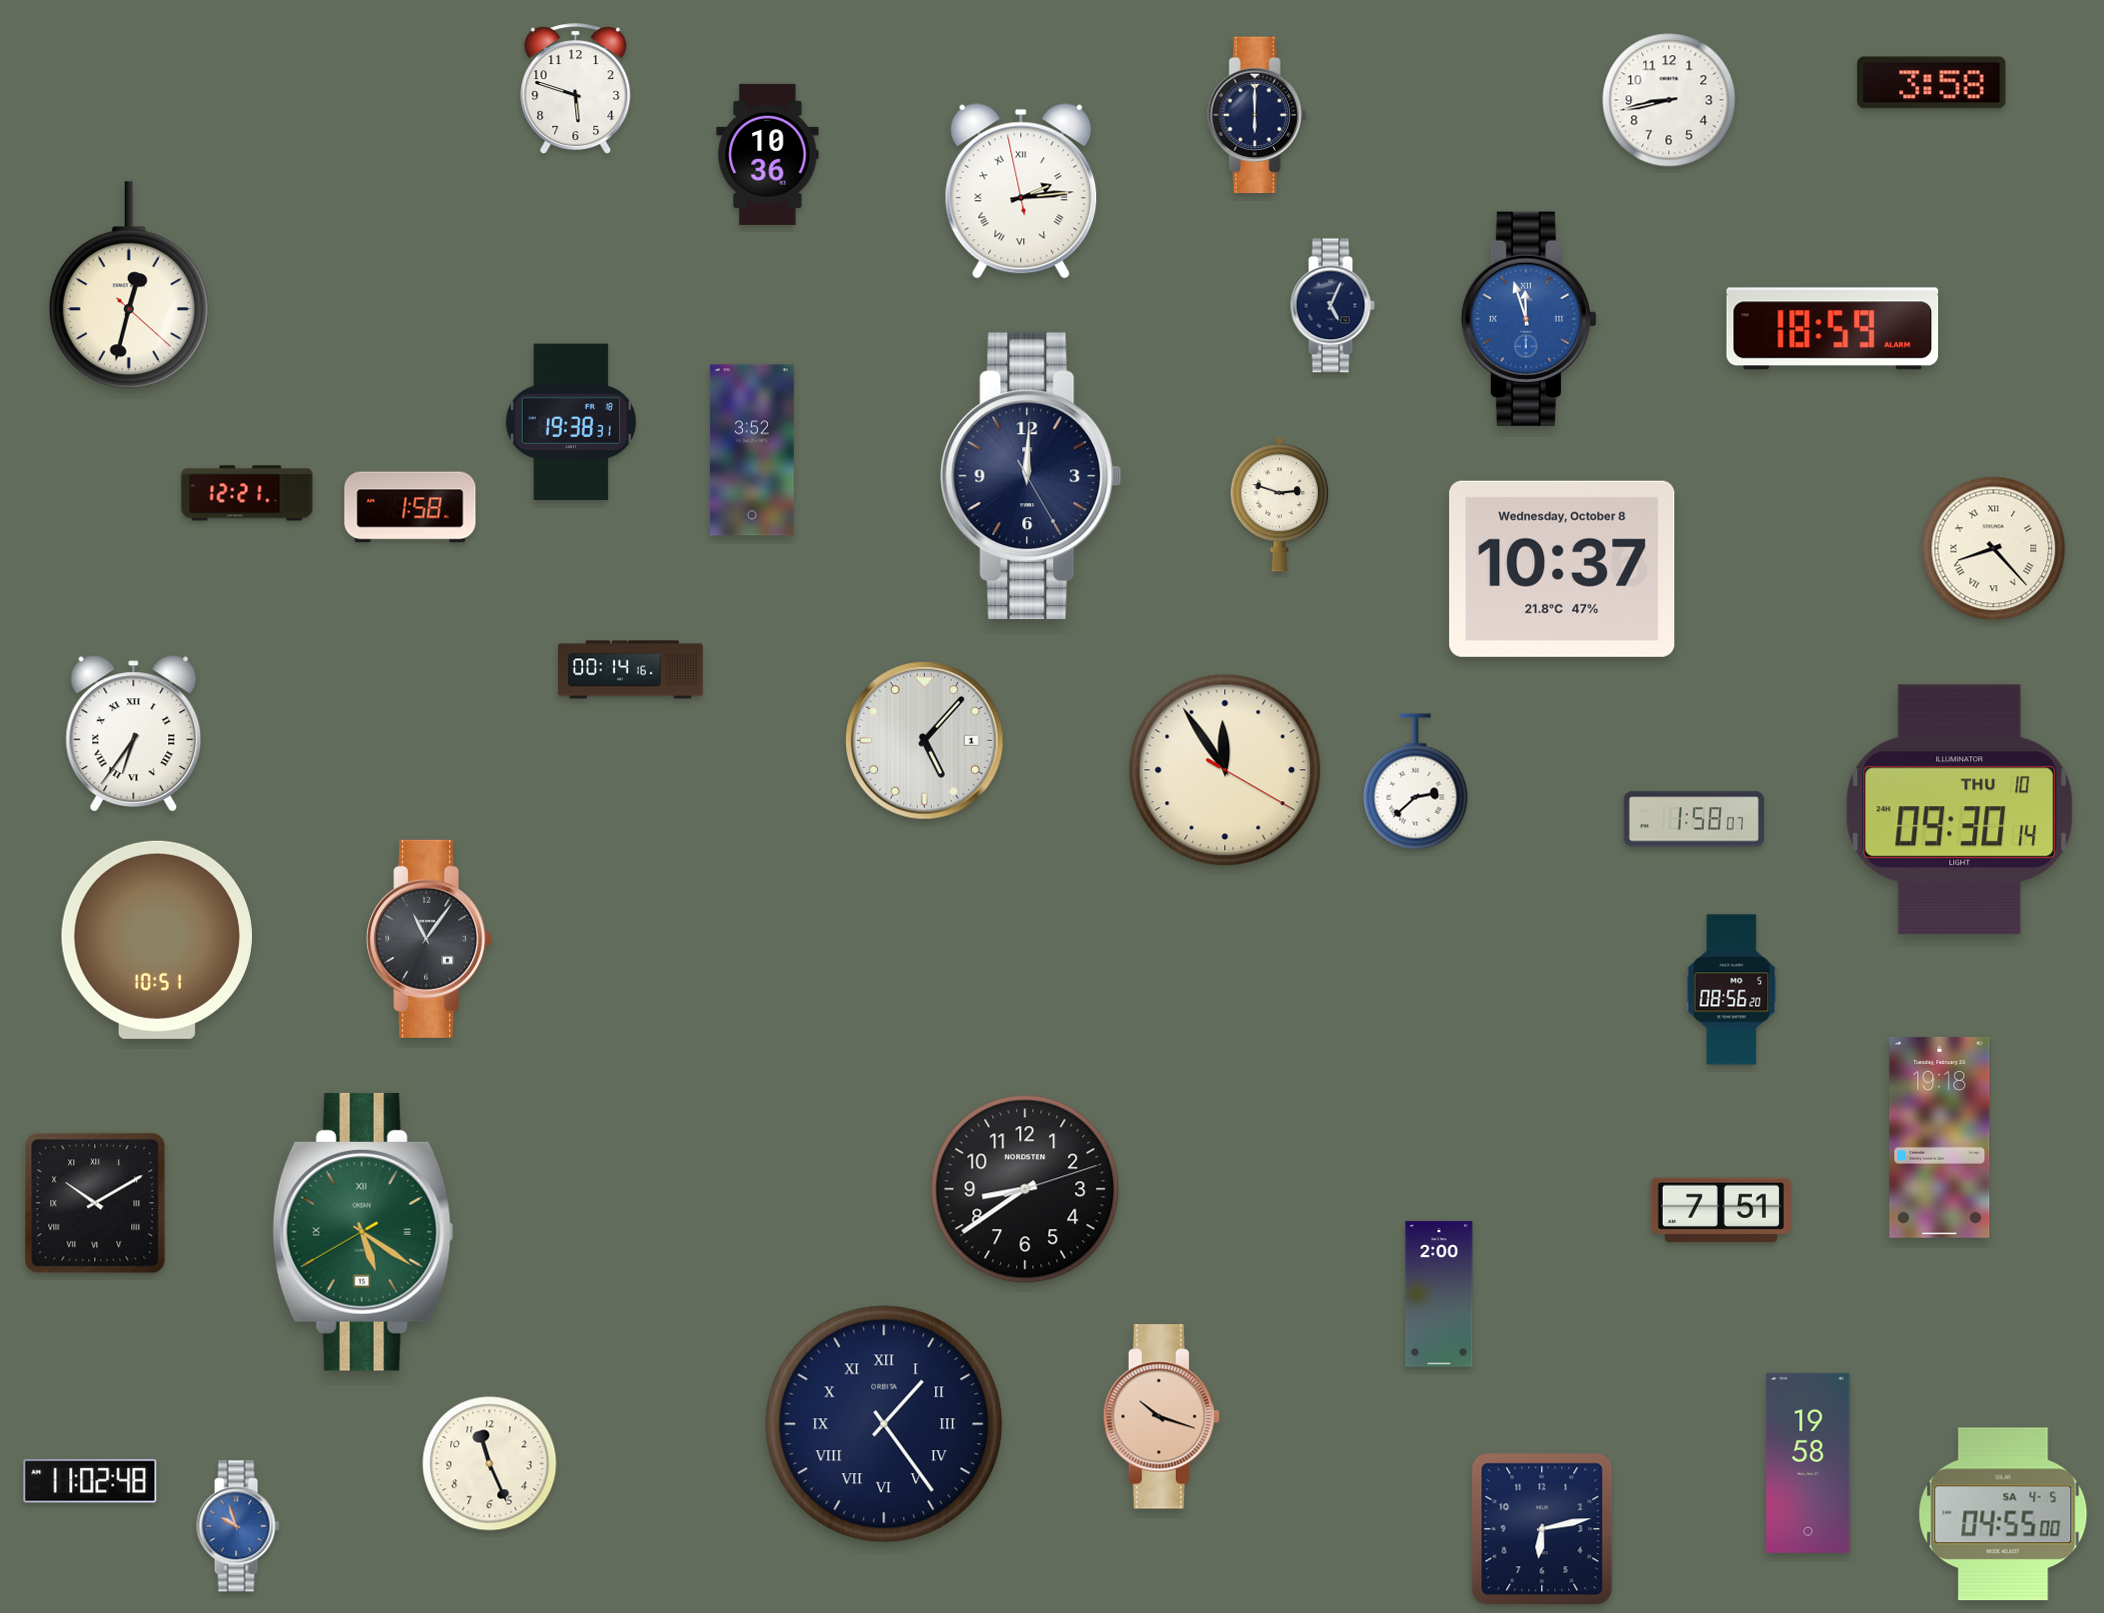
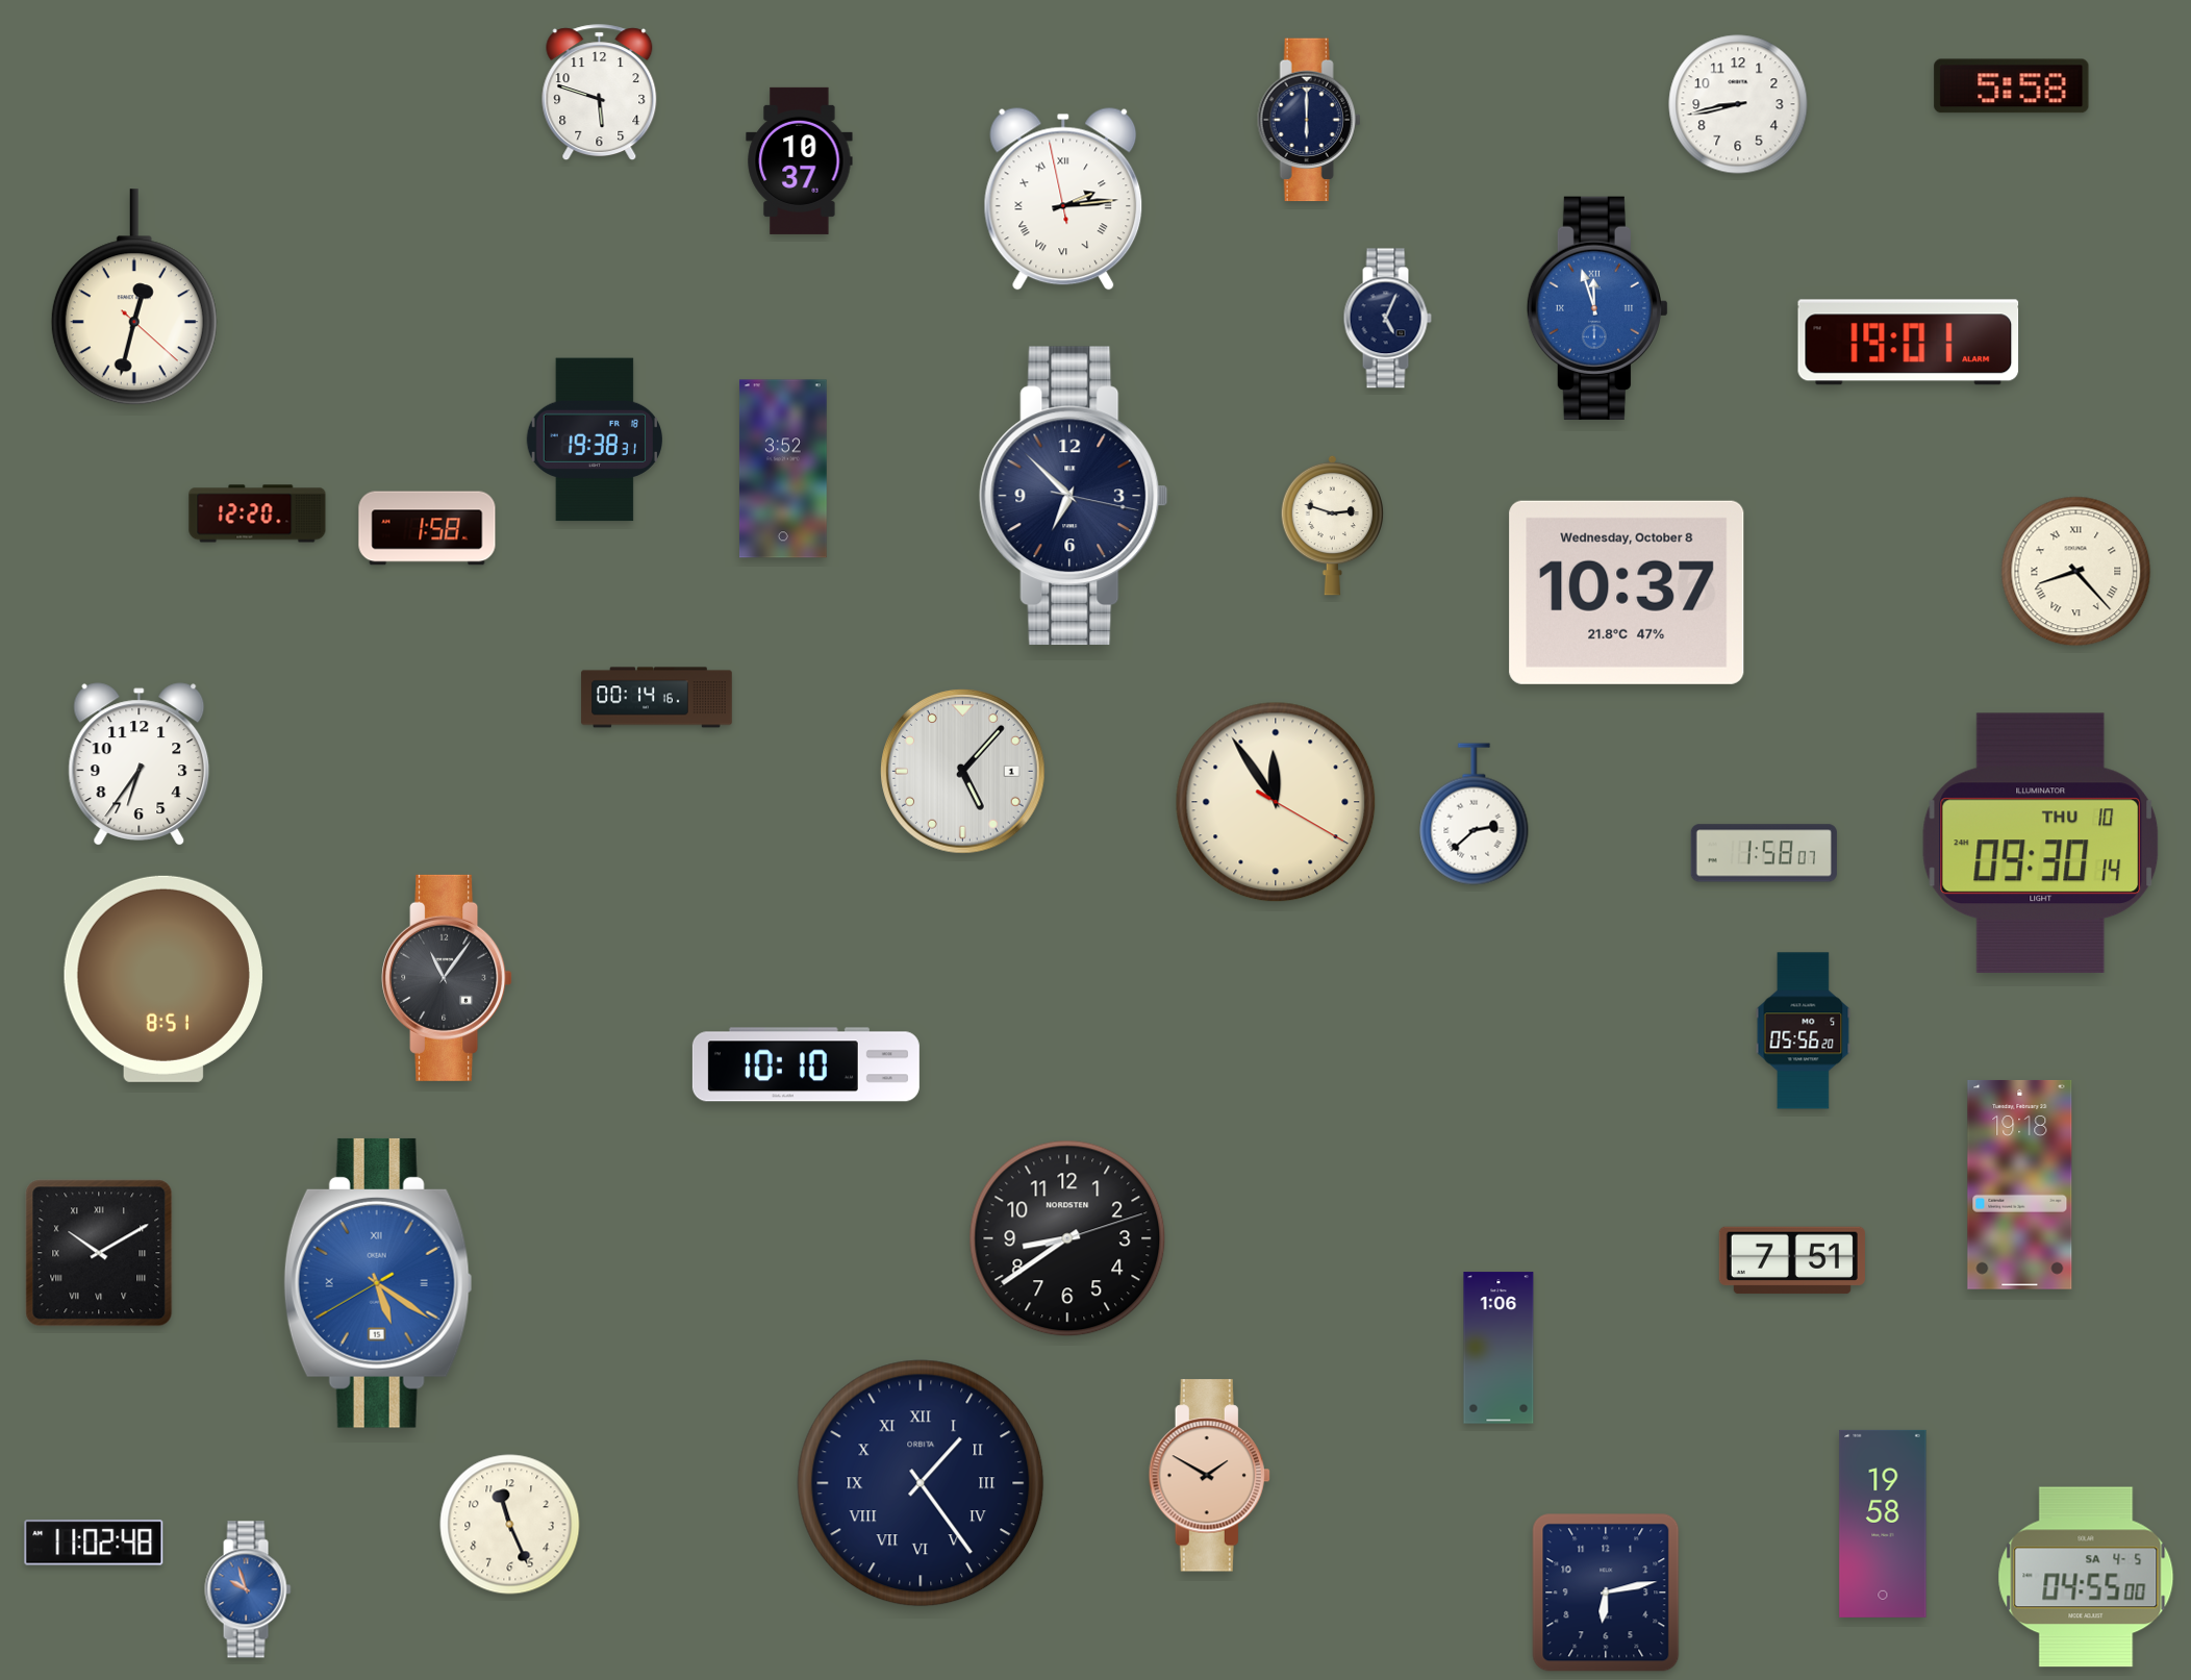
clock at (1932, 83): 3:58 -> 5:58
clock at (768, 154): 10:36 -> 10:37
clock at (1529, 319) position: (1529, 319) -> (1597, 308)
clock at (1833, 329): 18:59 -> 19:01
clock at (1031, 476): 12:00 -> 6:52
clock at (247, 493): 12:21 -> 12:20
clock at (134, 733) numerals: Roman -> Arabic
clock at (157, 940): 10:51 -> 8:51
clock at (1732, 990): 08:56 -> 05:56
clock at (806, 1064): none -> 10:10
clock at (363, 1232) dial: green -> blue
clock at (1439, 1294): 2:00 -> 1:06
clock at (1161, 1417): 10:18 -> 1:50
